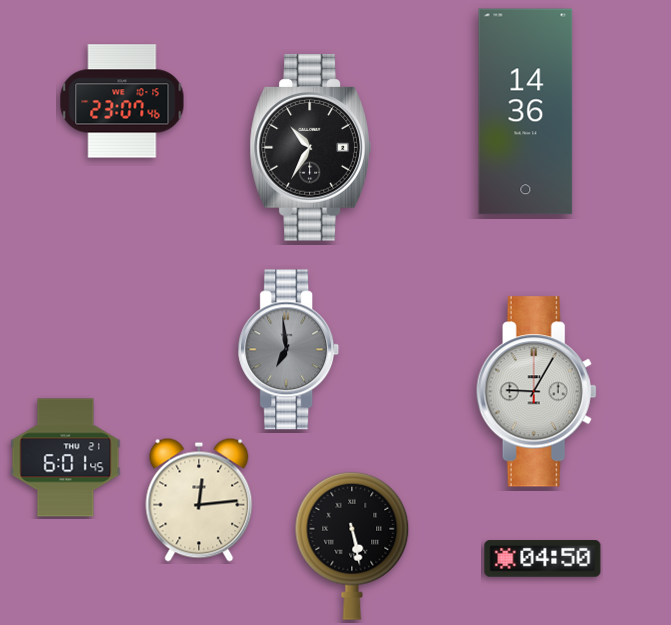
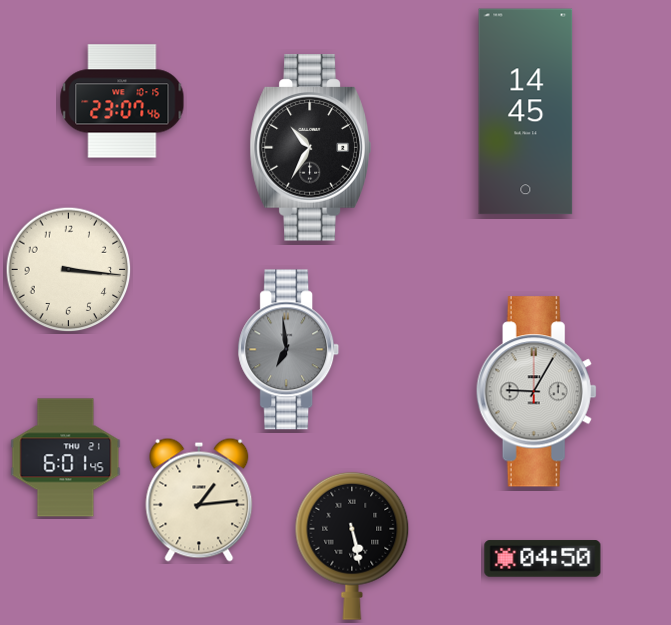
clock at (526, 112): 14:36 -> 14:45
clock at (69, 270): none -> 3:16
clock at (199, 500): 12:14 -> 1:14
